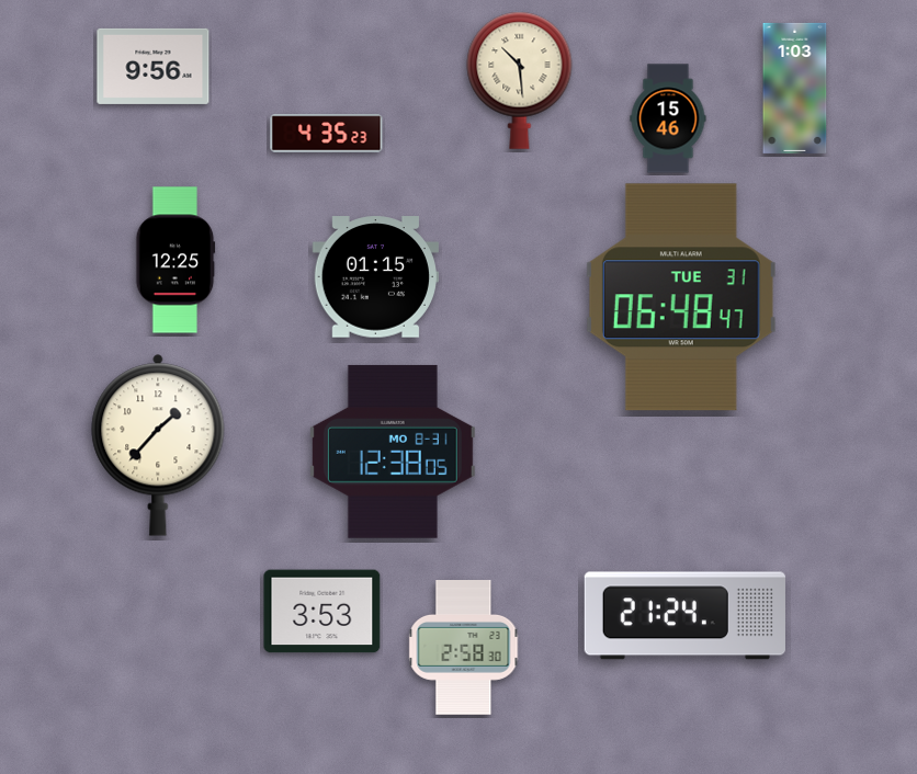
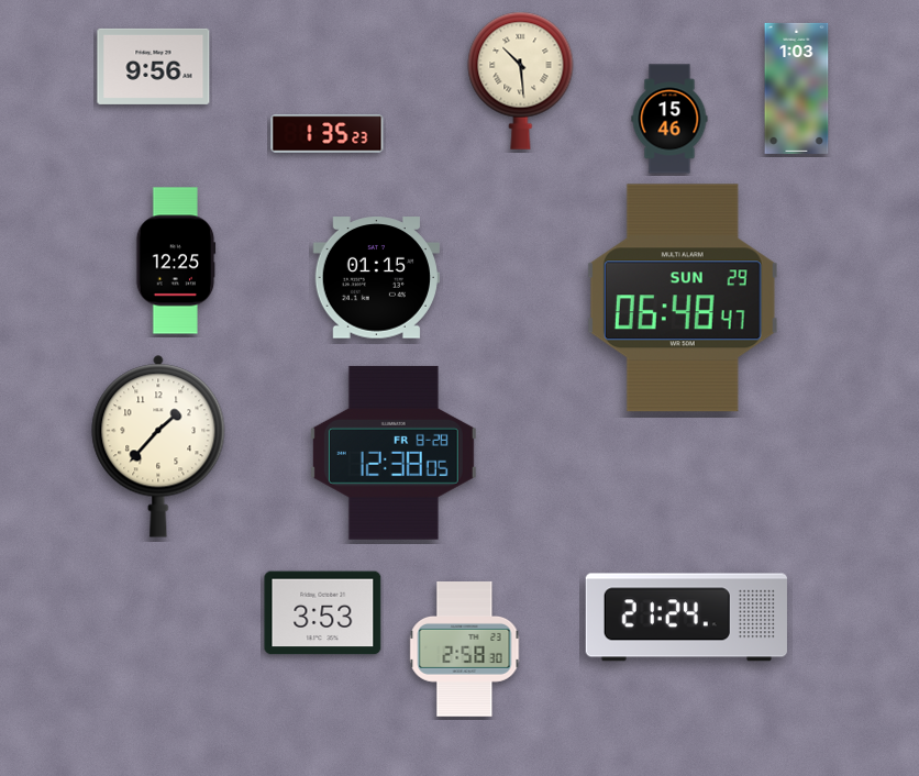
clock at (327, 134): 4:35 -> 1:35
clock at (681, 297) date: TUE 31 -> SUN 29
clock at (393, 452) date: MO 8-31 -> FR 8-28
